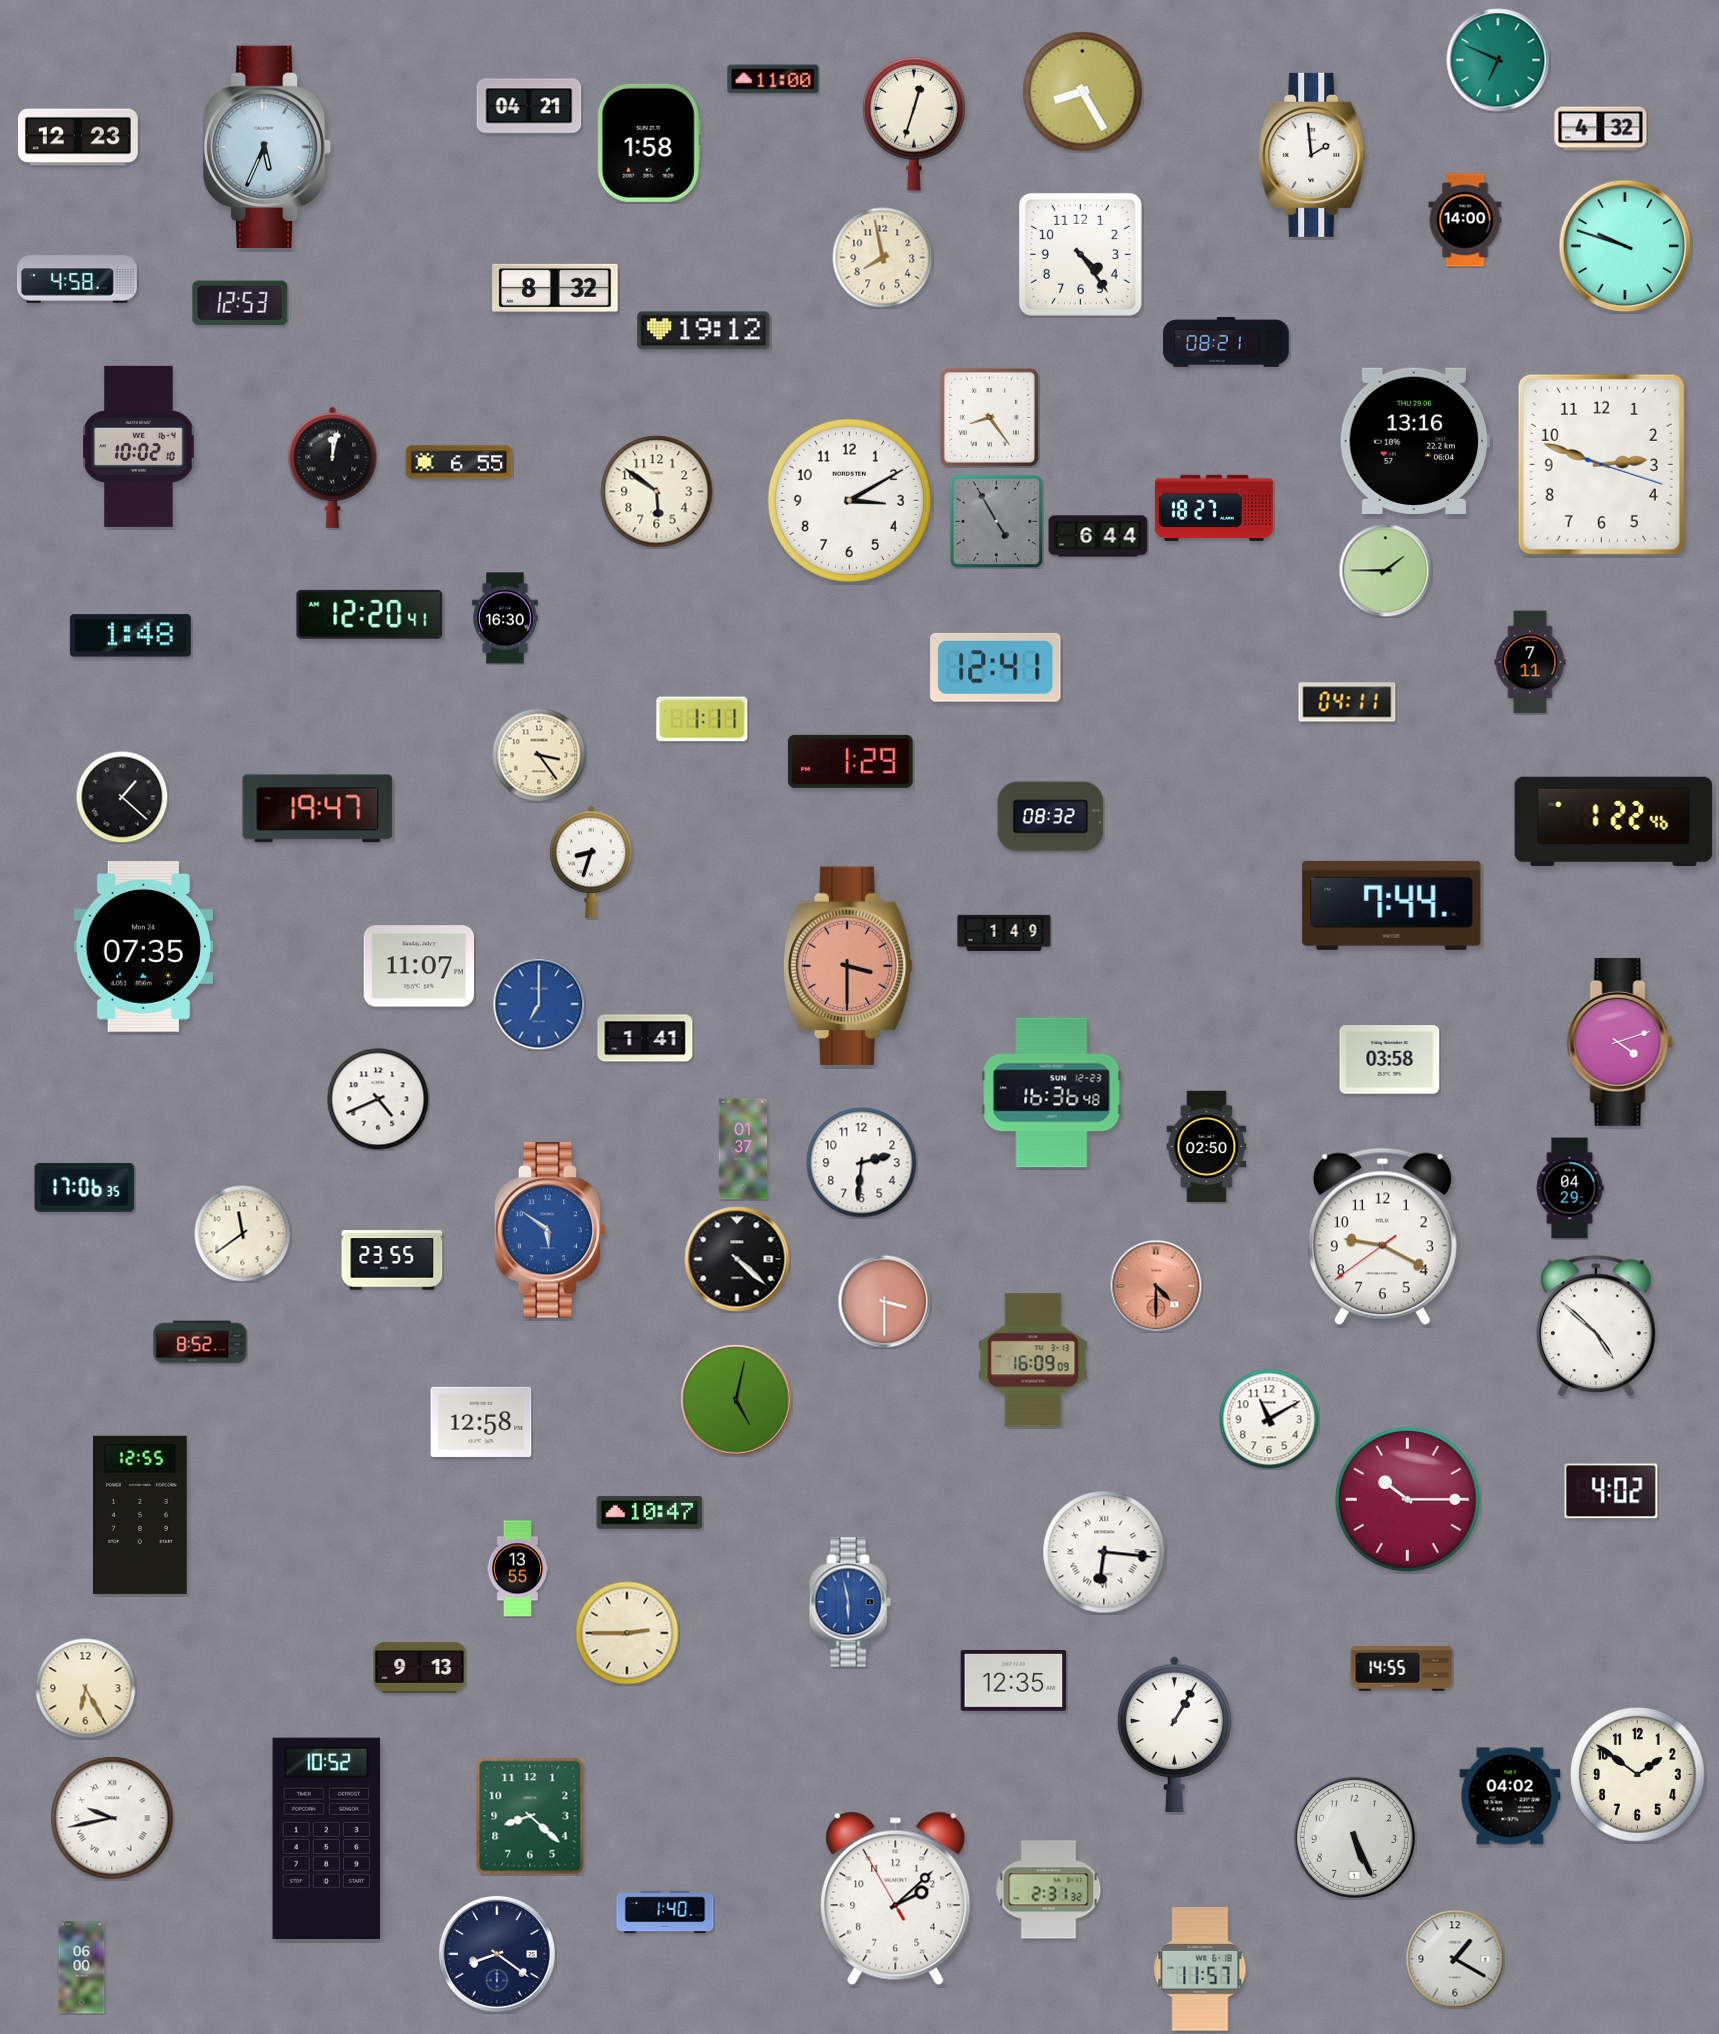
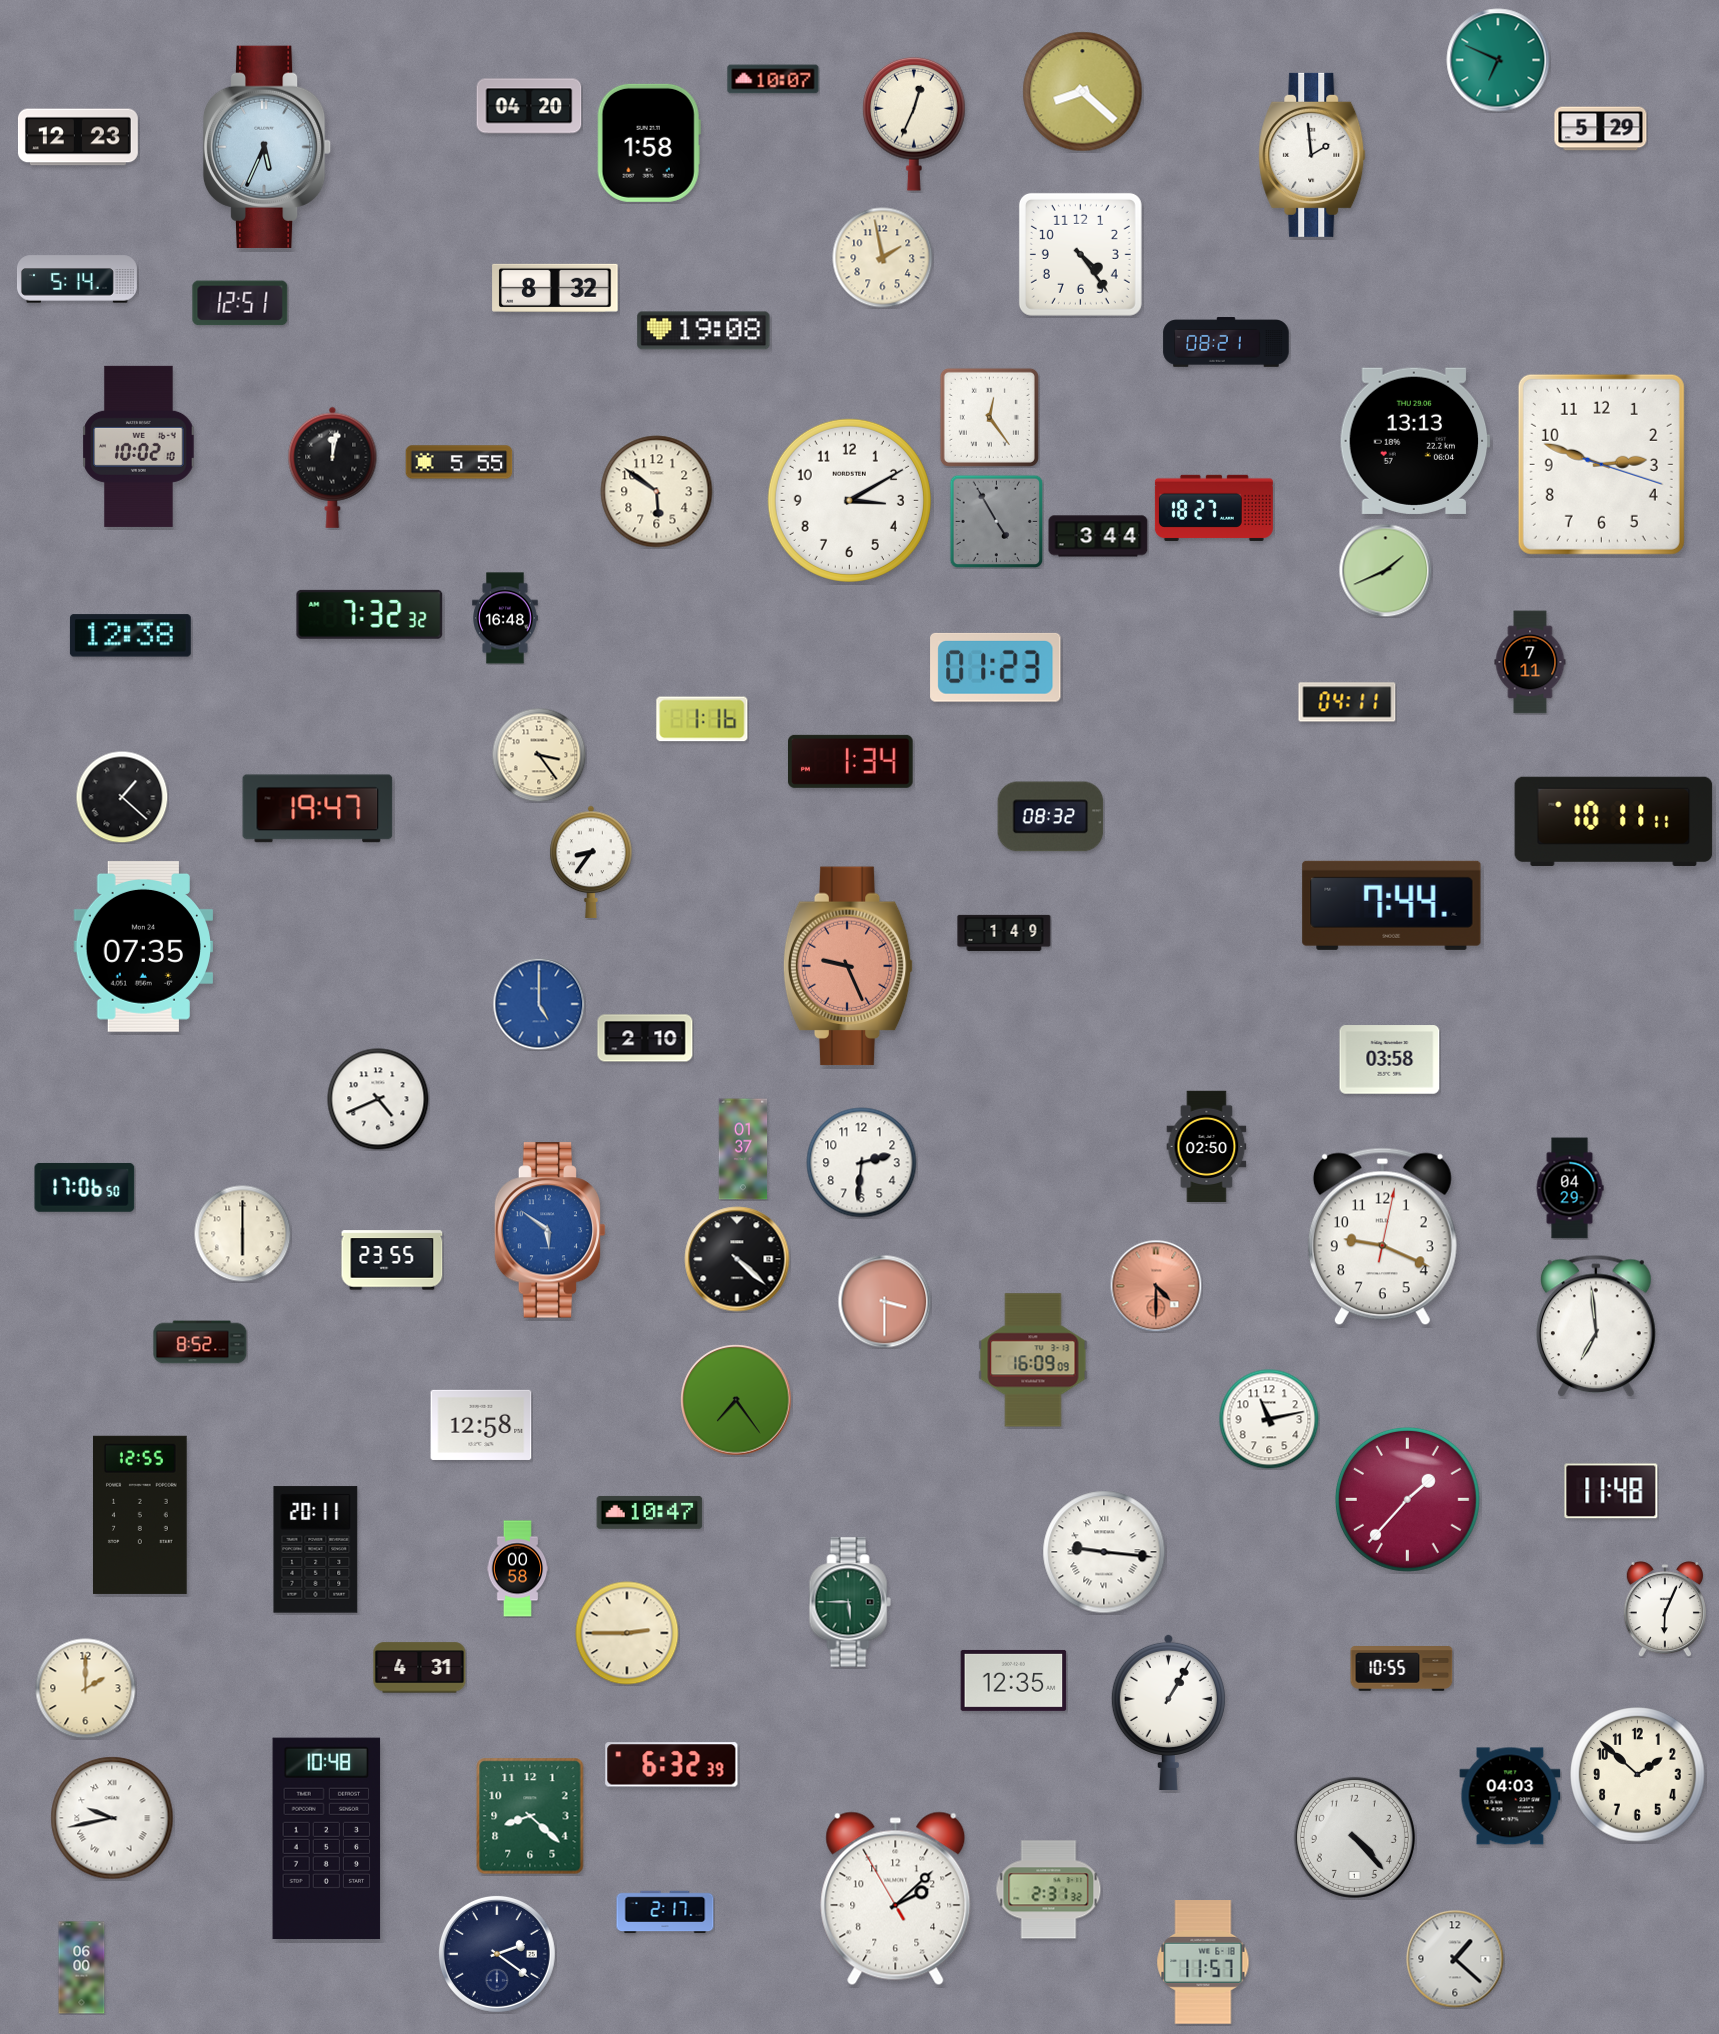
clock at (773, 79): 11:00 -> 10:07
clock at (1083, 92): 8:25 -> 8:22
clock at (529, 106): 04:21 -> 04:20
clock at (914, 124): 12:33 -> 12:34
clock at (1601, 129): 4:32 -> 5:29
clock at (1465, 220): 14:00 -> none
clock at (1625, 246): 9:48 -> none
clock at (883, 258): 7:58 -> 1:58
clock at (77, 279): 4:58 -> 5:14
clock at (240, 303): 12:53 -> 12:51
clock at (704, 331): 19:12 -> 19:08
clock at (989, 417): 8:24 -> 12:24
clock at (1415, 441): 13:16 -> 13:13
clock at (459, 462): 6:55 -> 5:55
clock at (1098, 536): 6:44 -> 3:44
clock at (1385, 570): 1:45 -> 1:41
clock at (370, 614): 12:20 -> 7:32
clock at (505, 618): 16:30 -> 16:48
clock at (130, 636): 1:48 -> 12:38
clock at (996, 667): 12:41 -> 01:23
clock at (702, 719): 1:11 -> 1:16
clock at (851, 761): 1:29 -> 1:34
clock at (1614, 821): 1:22 -> 10:11
clock at (591, 862): 8:33 -> 8:36
clock at (418, 966): 11:07 -> none
clock at (848, 966): 3:30 -> 9:26
clock at (539, 1004): 7:00 -> 5:00
clock at (645, 1038): 1:41 -> 2:10
clock at (1620, 1042): 4:12 -> none
clock at (1052, 1093): 16:36 -> none
clock at (85, 1187): 17:06:35 -> 17:06:50
clock at (242, 1233): 11:39 -> 6:00
clock at (1382, 1237): 9:19:39 -> 9:19:02
clock at (1597, 1326): 4:52 -> 6:59
clock at (736, 1400): 5:02 -> 7:24
clock at (1269, 1419): 11:10 -> 11:13
clock at (481, 1422) position: (481, 1422) -> (481, 1425)
clock at (1611, 1491): 4:02 -> 11:48
clock at (1407, 1499): 10:15 -> 1:37
clock at (316, 1550): none -> 20:11
clock at (1104, 1552): 6:16 -> 9:16
clock at (518, 1569): 13:55 -> 00:58
clock at (850, 1602): 5:58 -> 5:45
clock at (850, 1602) dial: blue -> green
clock at (1665, 1610): none -> 6:04
clock at (420, 1668): 9:13 -> 4:31
clock at (1402, 1669): 14:55 -> 10:55
clock at (86, 1689): 6:25 -> 2:00
clock at (1174, 1734) position: (1174, 1734) -> (1168, 1712)
clock at (672, 1765): none -> 6:32
clock at (1638, 1775): 1:51 -> 1:52
clock at (1510, 1796): 04:02 -> 04:03
clock at (1354, 1837): 5:26 -> 4:23
clock at (327, 1838): 10:52 -> 10:48
clock at (665, 1912): 1:40 -> 2:17
clock at (497, 1954): 8:21 -> 2:21
clock at (1455, 1959): 1:20 -> 1:22
clock at (1200, 1969) position: (1200, 1969) -> (1203, 1962)
